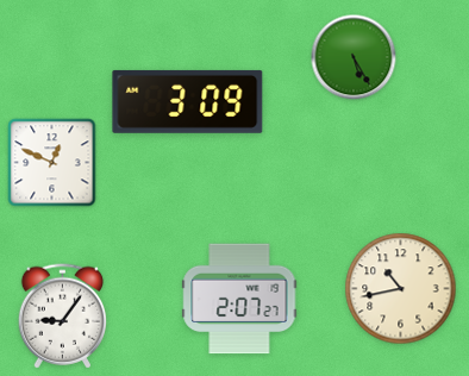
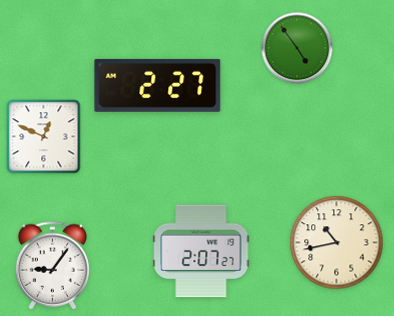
clock at (354, 57): 5:25 -> 4:54
clock at (188, 101): 3:09 -> 2:27
